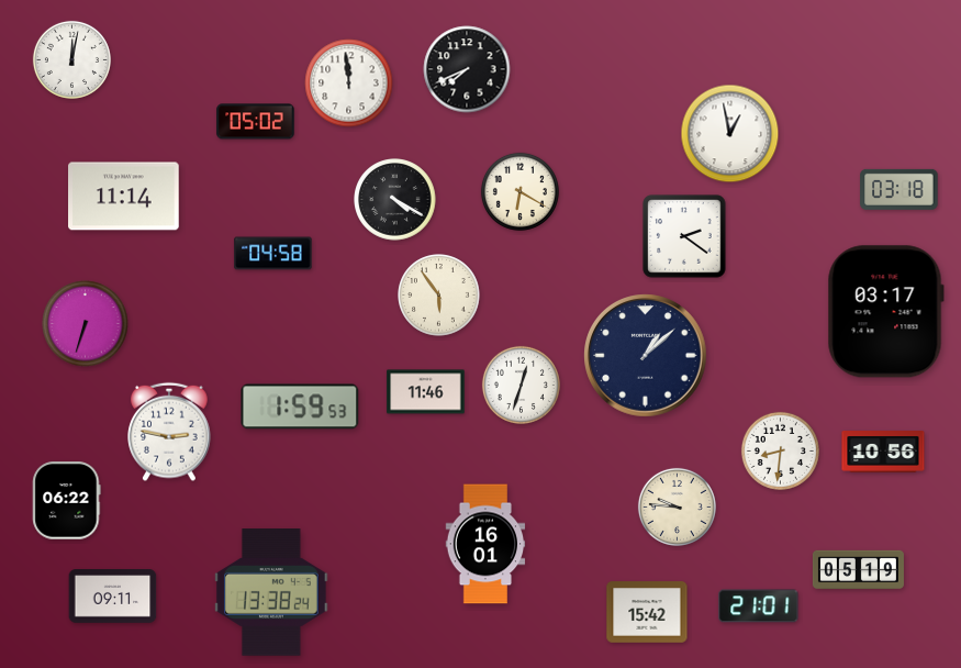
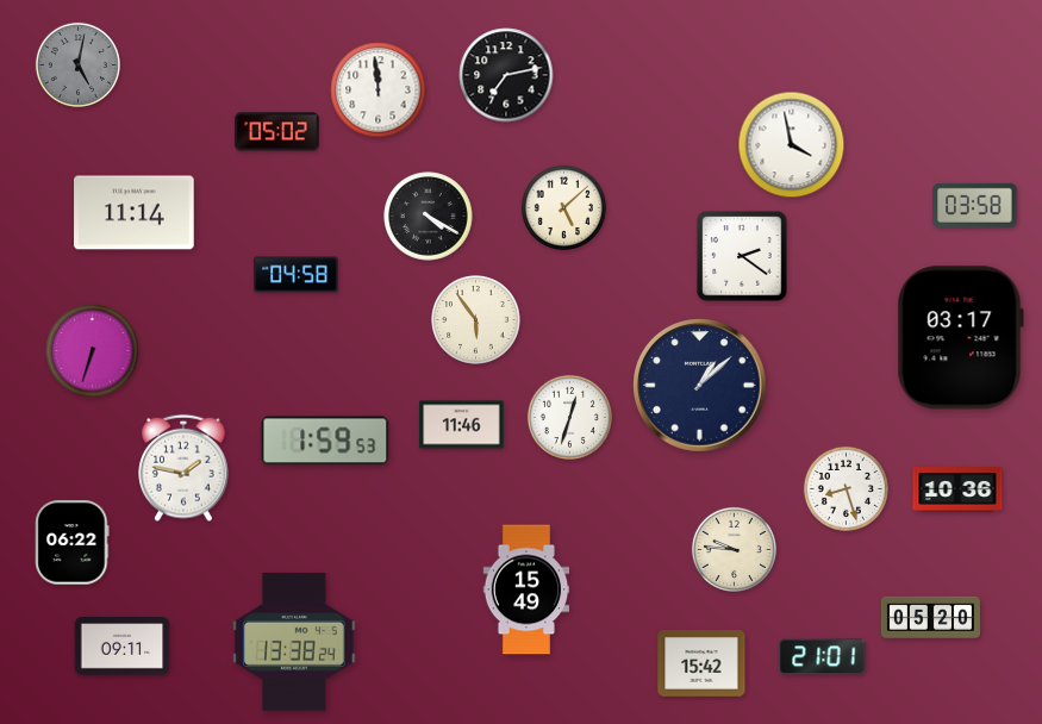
clock at (71, 59): 12:02 -> 5:02
clock at (71, 59) dial: white -> grey
clock at (467, 69): 7:41 -> 7:13
clock at (730, 134): 12:58 -> 3:58
clock at (899, 189): 03:18 -> 03:58
clock at (519, 191): 6:20 -> 5:08
clock at (521, 385) position: (521, 385) -> (569, 417)
clock at (169, 432): 2:47 -> 1:47
clock at (780, 450): 8:31 -> 8:27
clock at (883, 453): 10:56 -> 10:36
clock at (485, 544): 16:01 -> 15:49
clock at (858, 570): 05:19 -> 05:20
